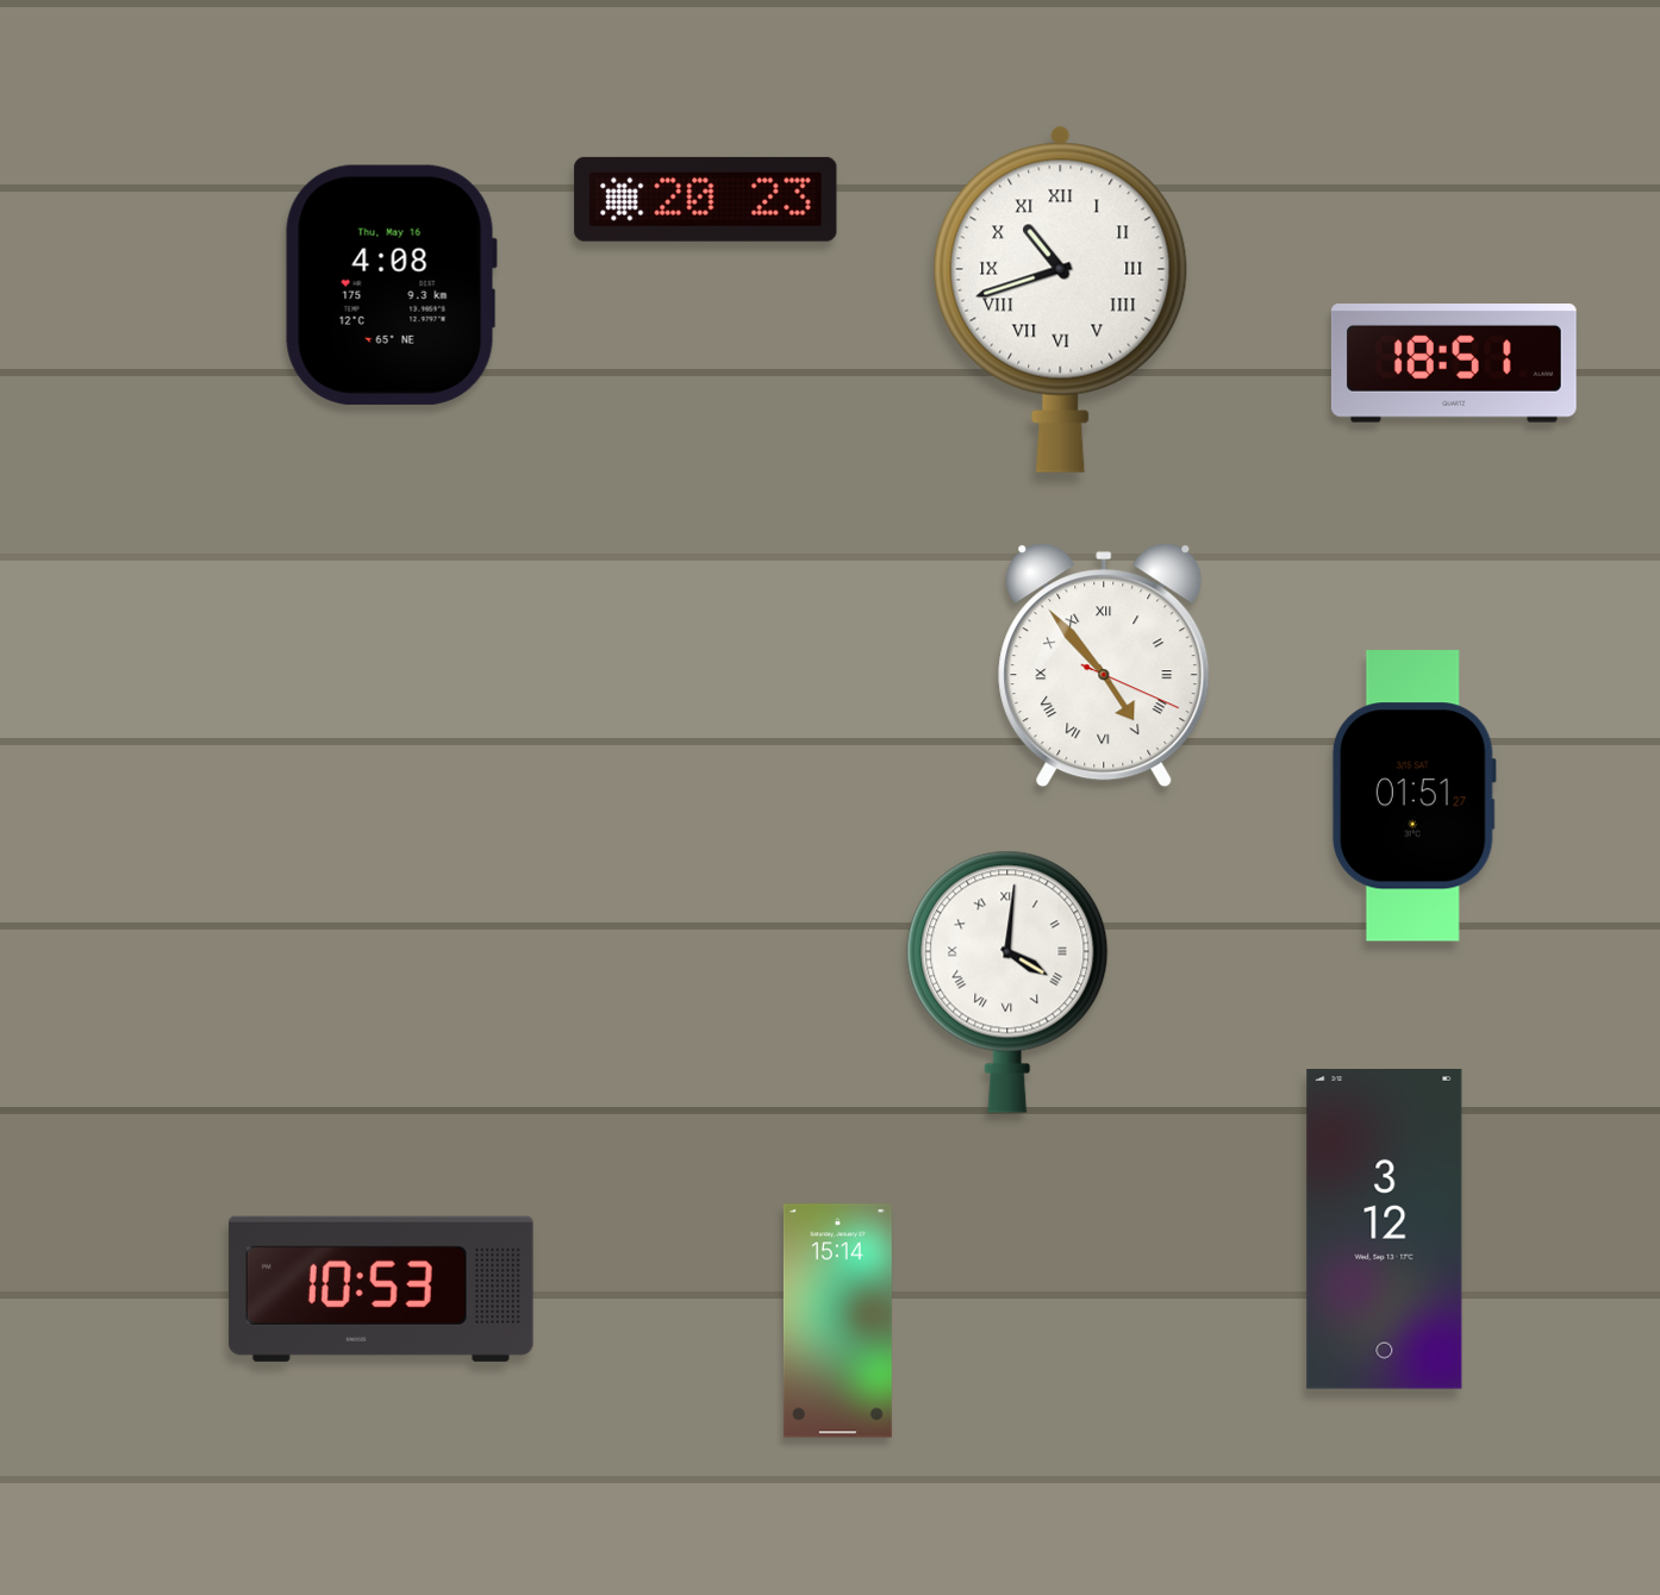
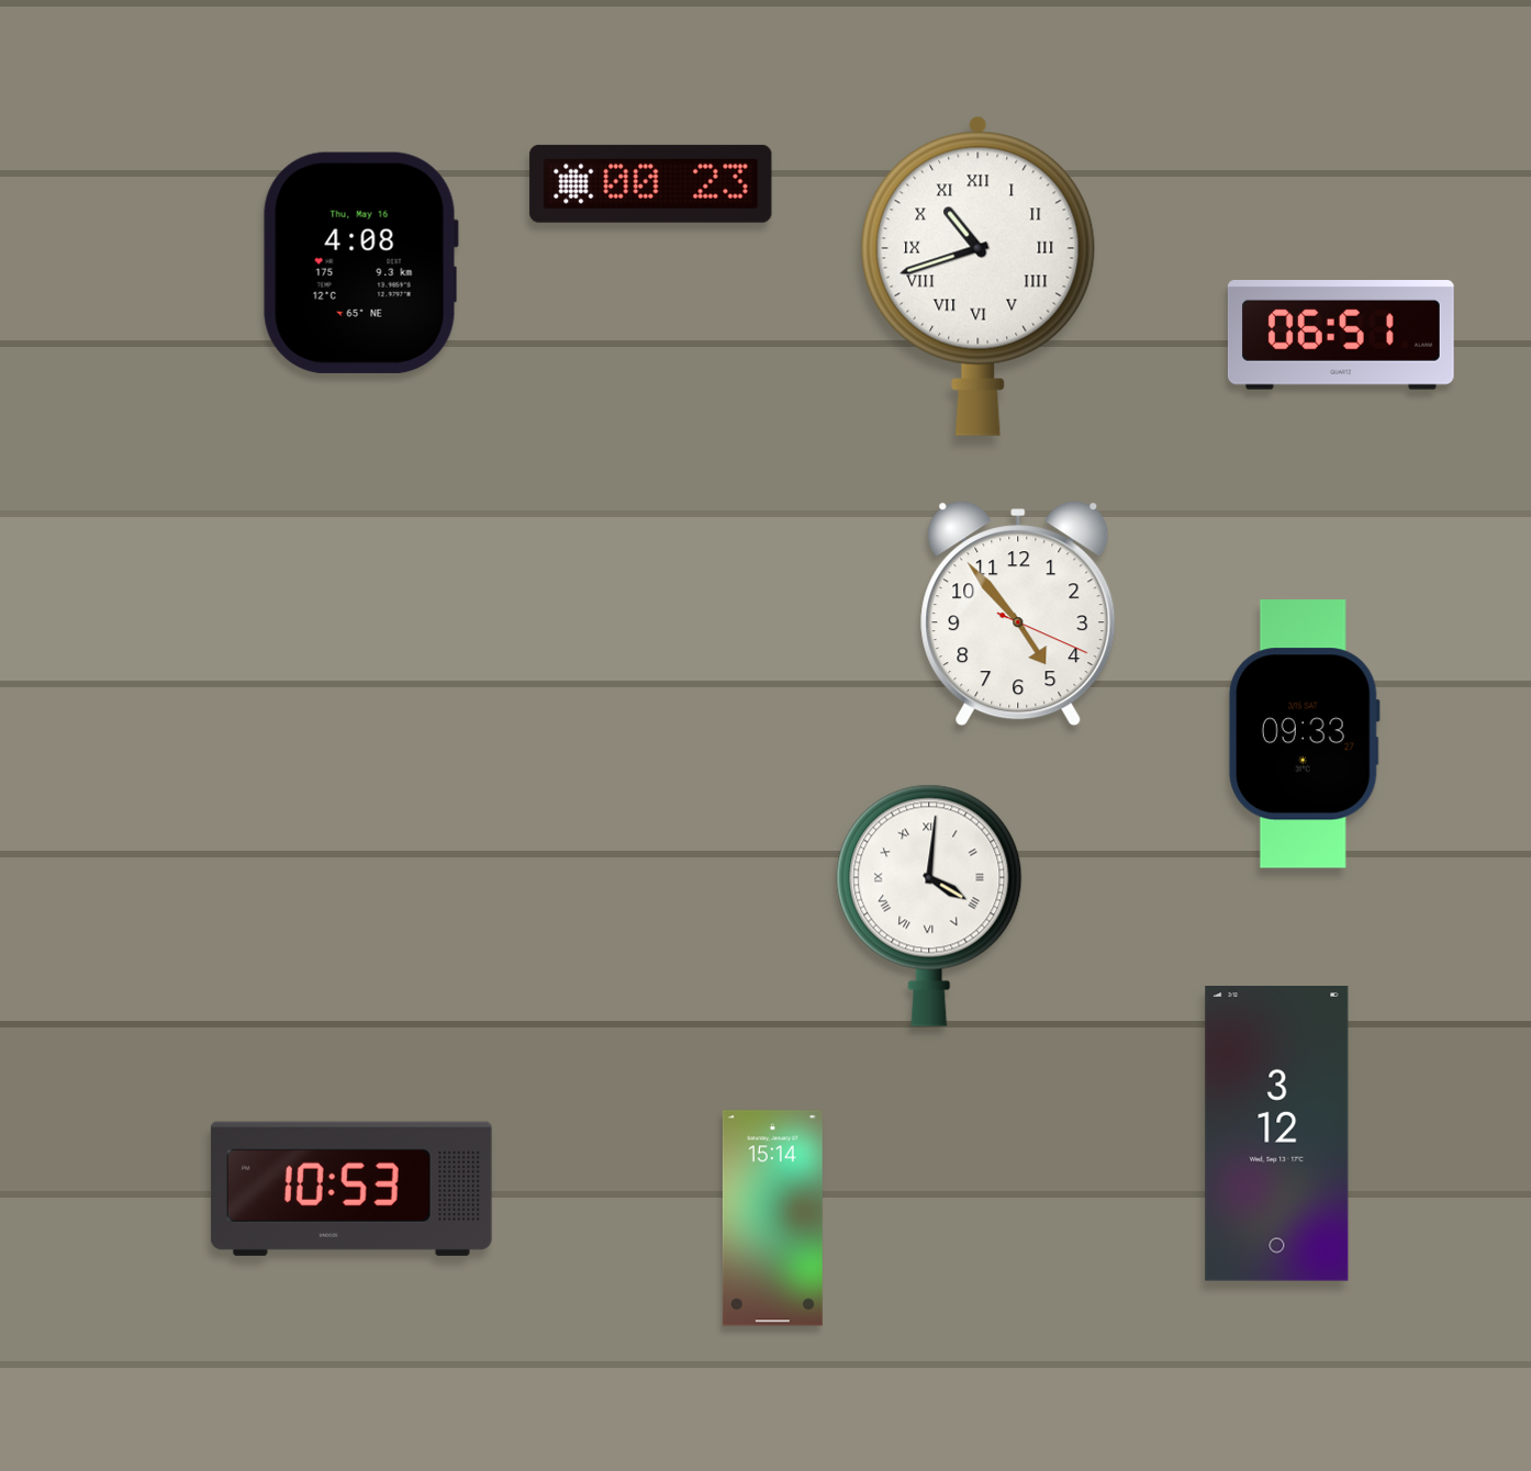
clock at (706, 199): 20:23 -> 00:23
clock at (1454, 364): 18:51 -> 06:51
clock at (1104, 665) numerals: Roman -> Arabic
clock at (1414, 796): 01:51 -> 09:33
